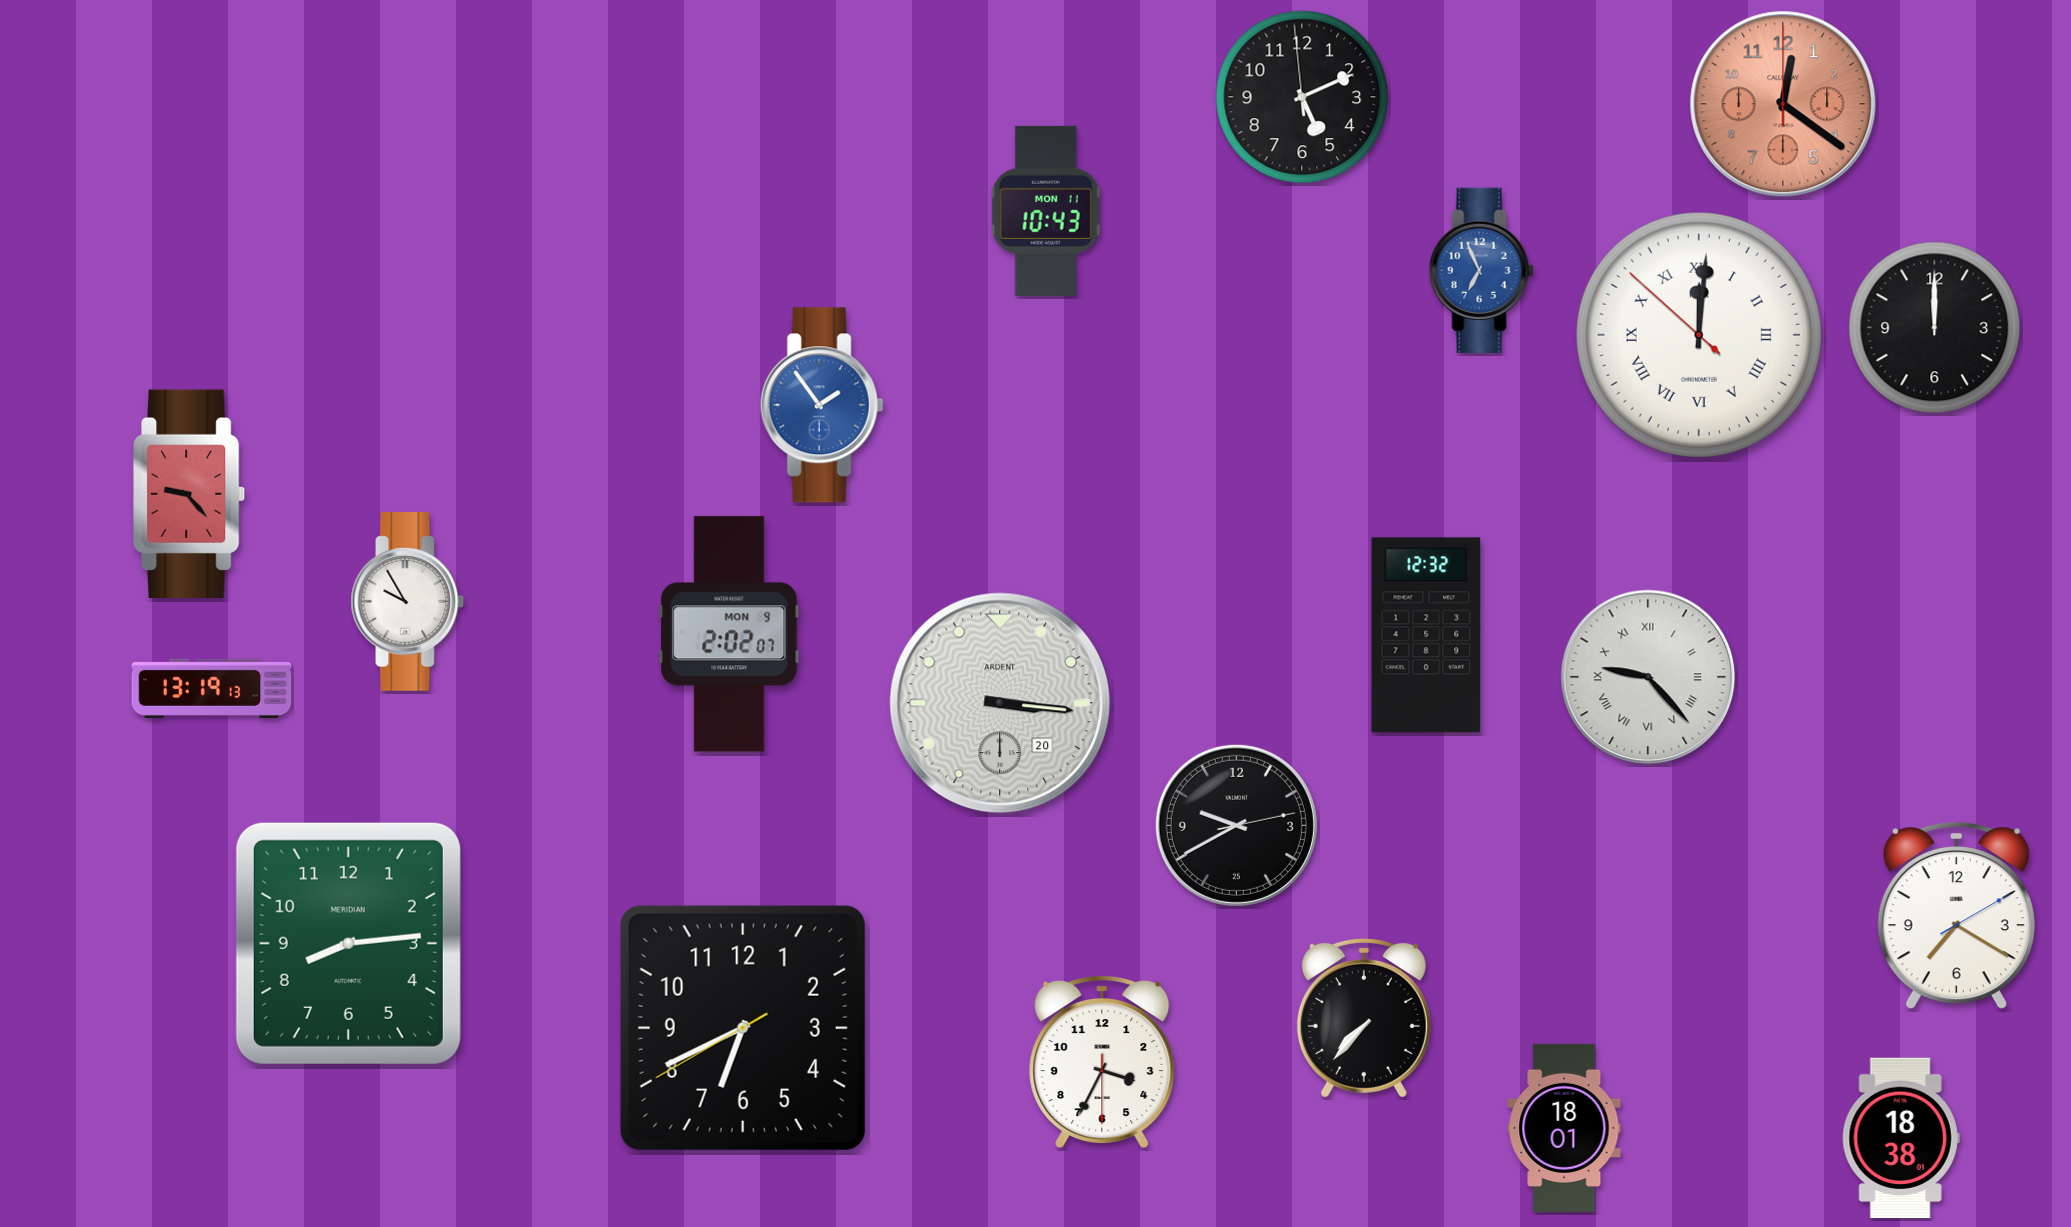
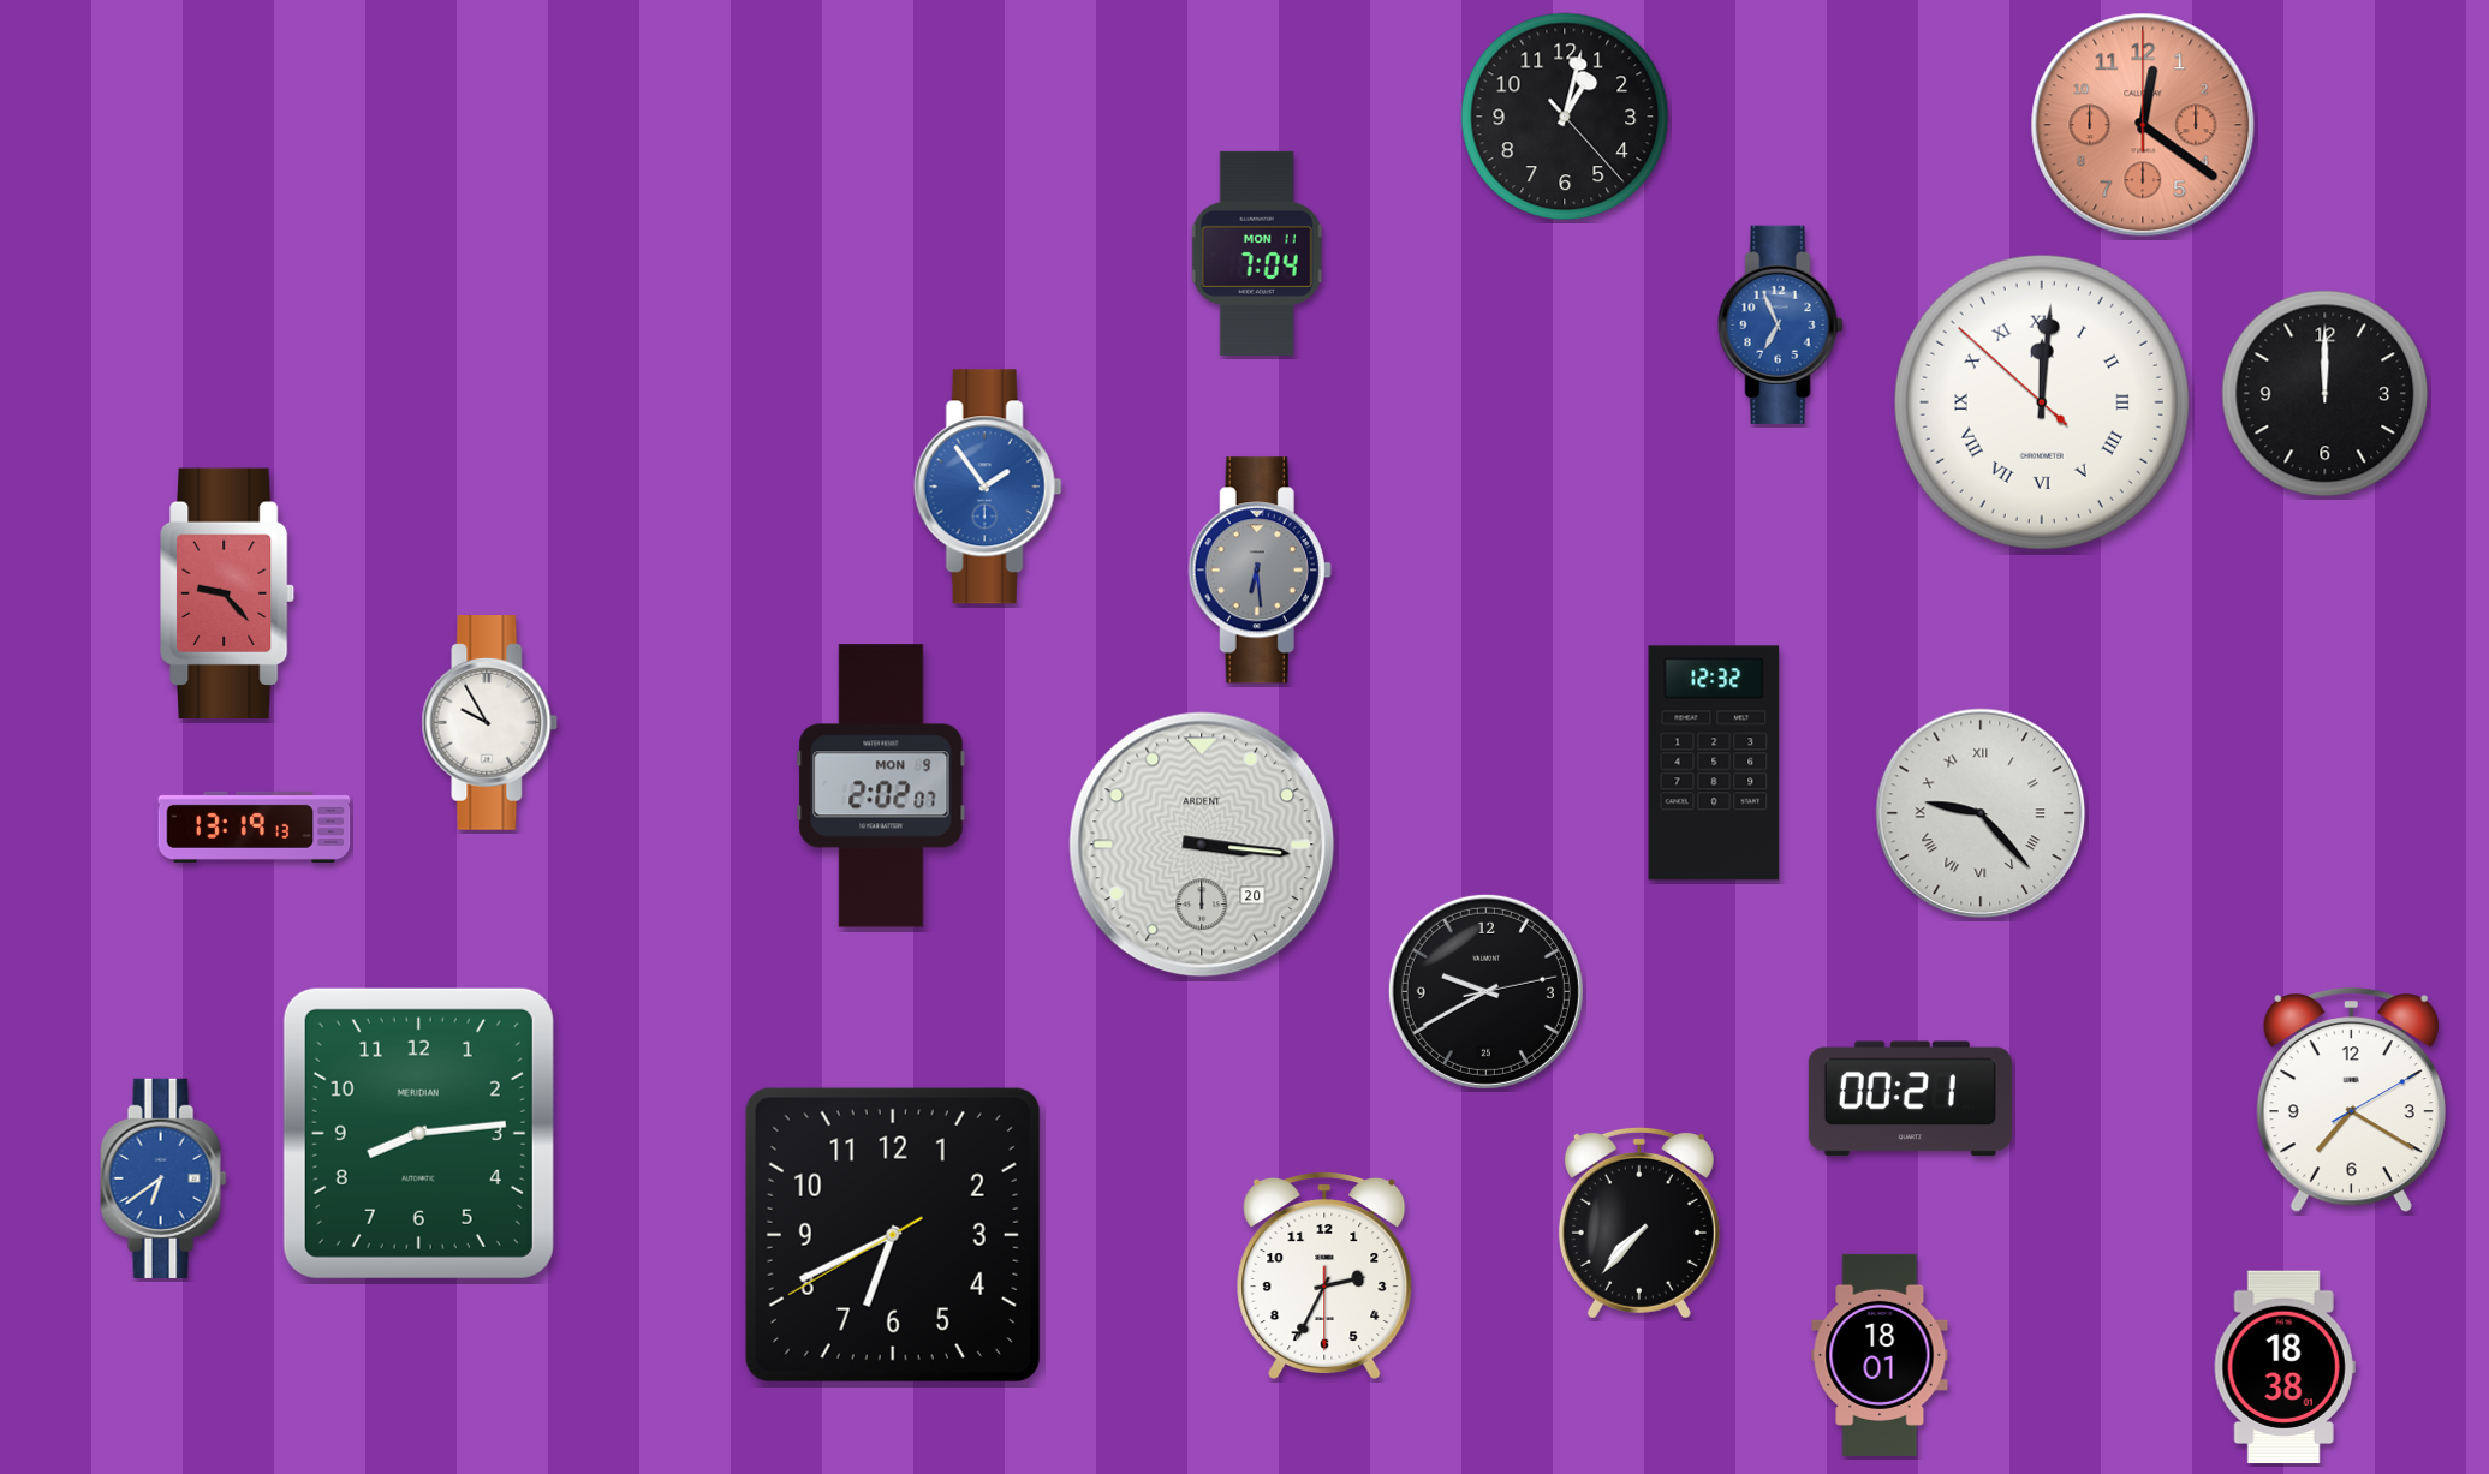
clock at (1302, 97): 5:10 -> 1:02
clock at (1046, 211): 10:43 -> 7:04
clock at (1260, 571): none -> 6:29
clock at (729, 634) position: (729, 634) -> (881, 786)
clock at (1910, 1099): none -> 00:21
clock at (163, 1178): none -> 6:39
clock at (1102, 1062): 3:34 -> 2:34
